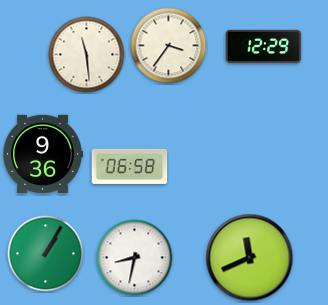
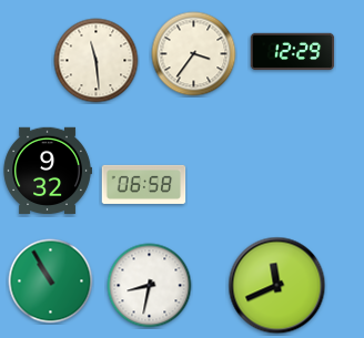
clock at (169, 46) position: (169, 46) -> (194, 54)
clock at (43, 154): 9:36 -> 9:32
clock at (46, 254): 1:05 -> 10:55
